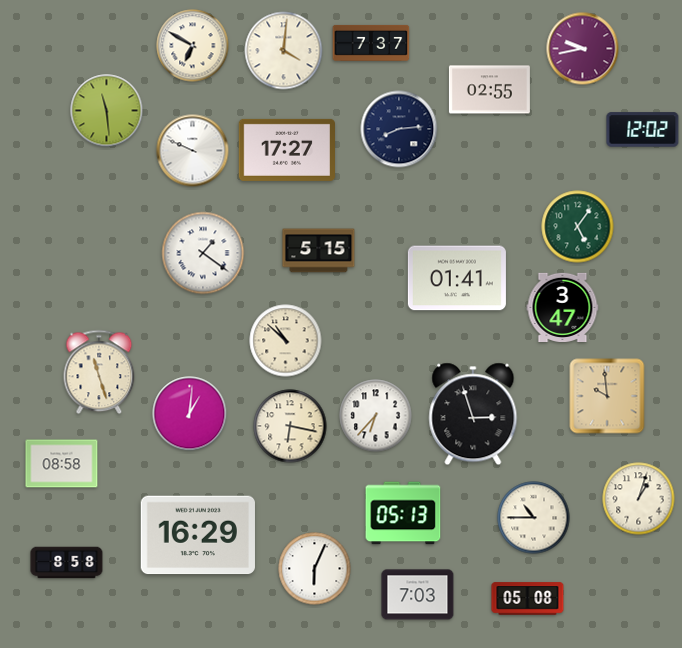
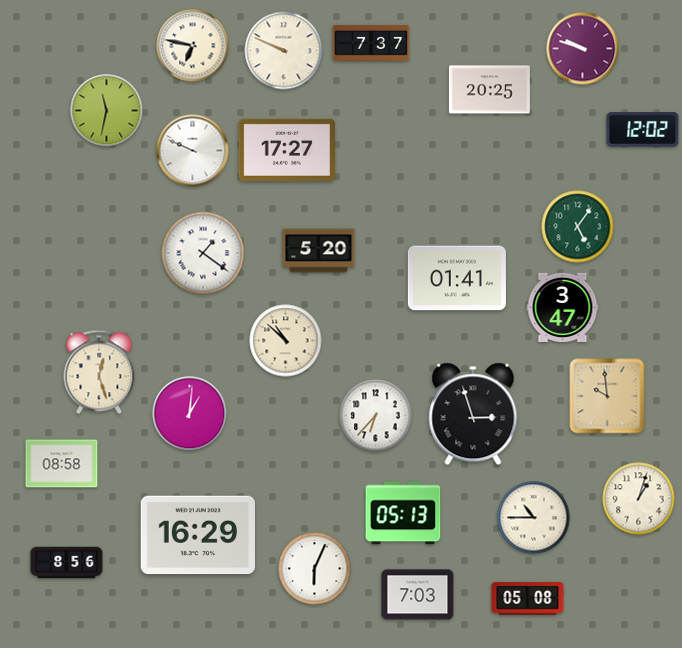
clock at (193, 46): 6:50 -> 6:47
clock at (583, 49): 9:43 -> 9:48
clock at (284, 51): 4:01 -> 9:49
clock at (489, 90): 02:55 -> 20:25
clock at (107, 111): 11:29 -> 11:32
clock at (399, 129): 8:14 -> none
clock at (319, 251): 5:15 -> 5:20
clock at (99, 372): 11:27 -> 12:27
clock at (290, 426): 6:17 -> none
clock at (67, 563): 8:58 -> 8:56
